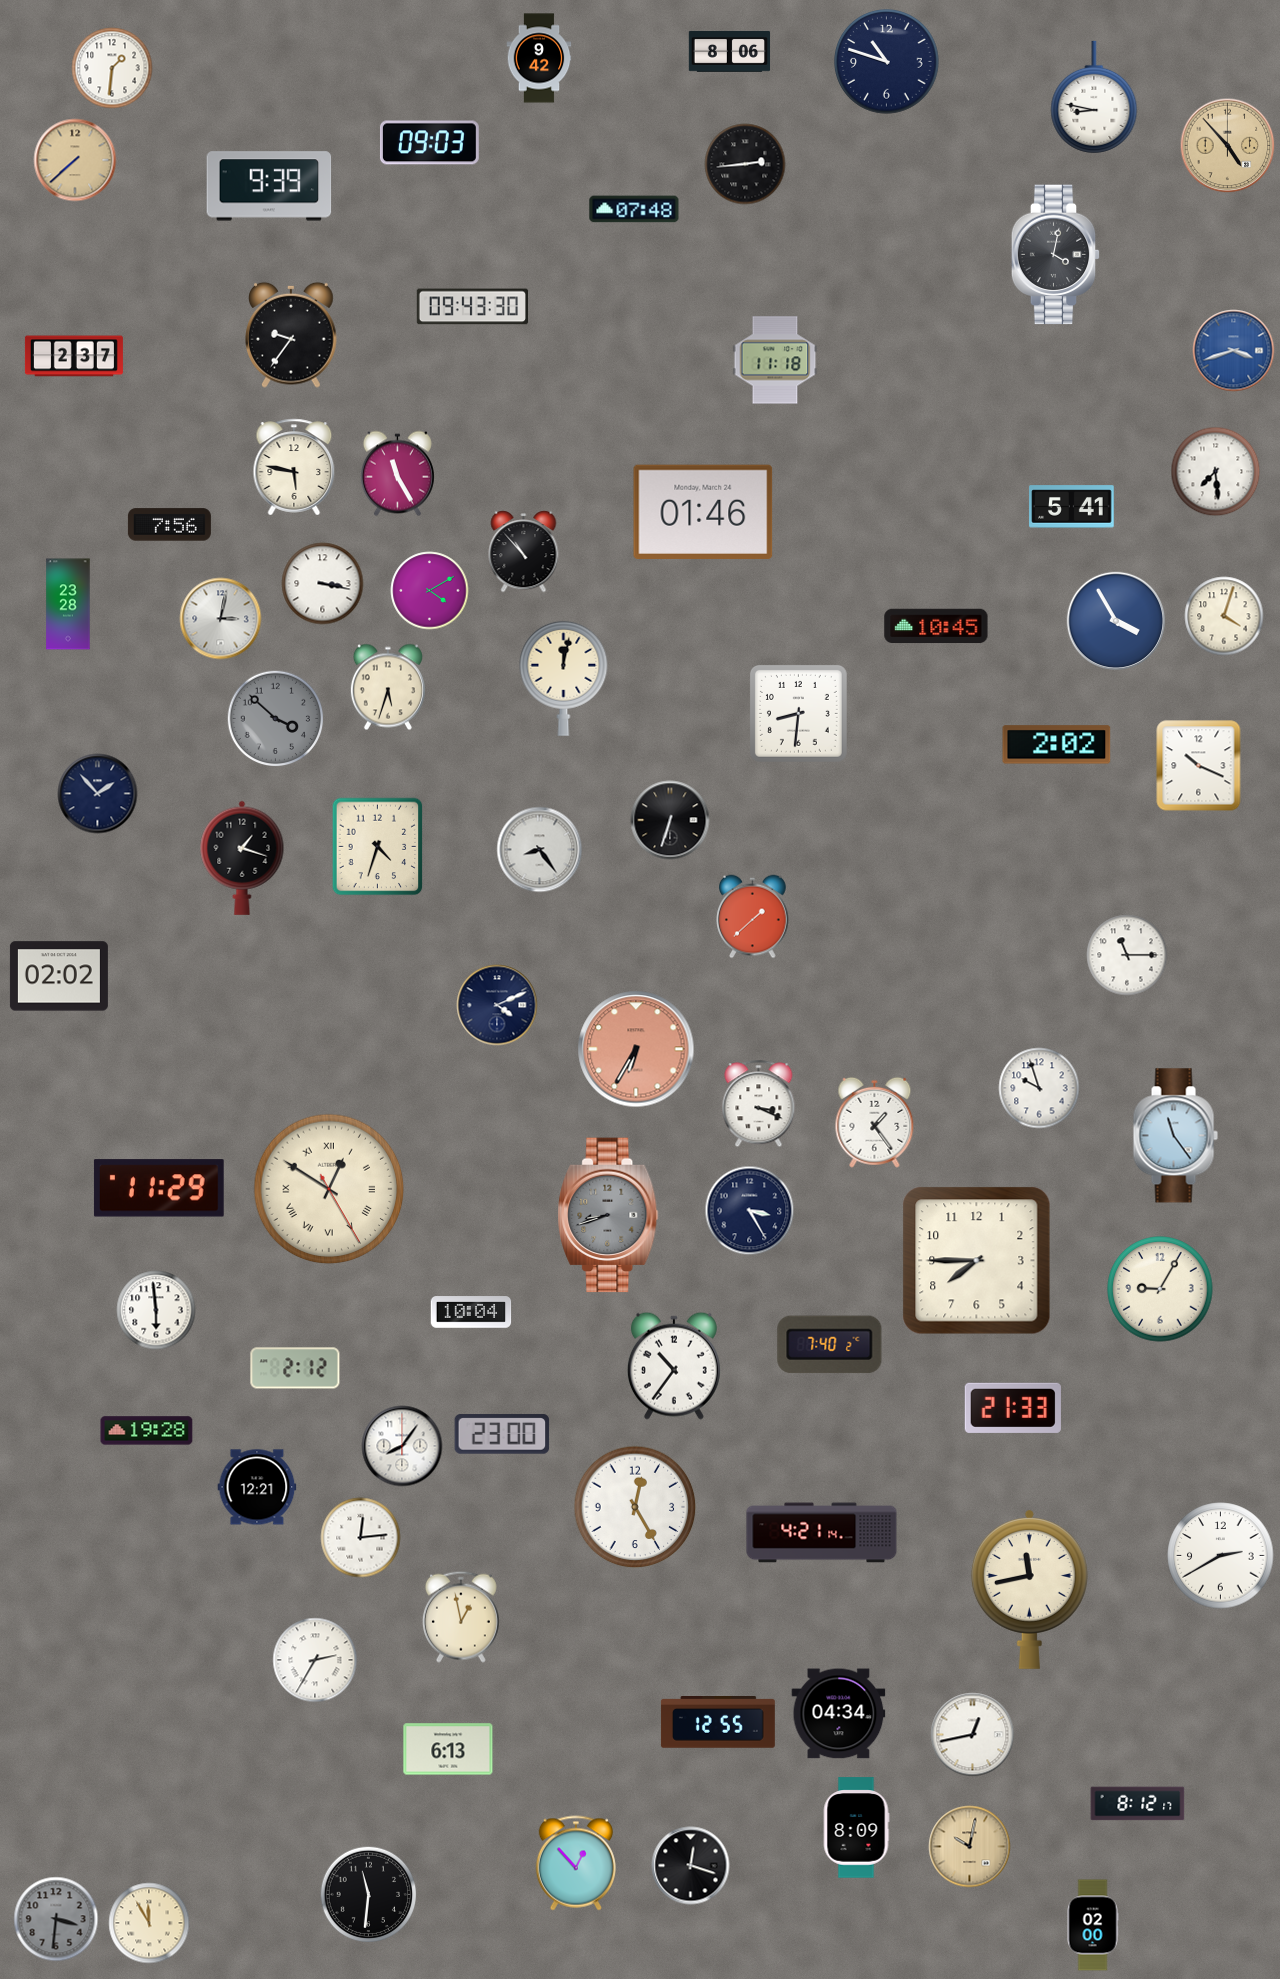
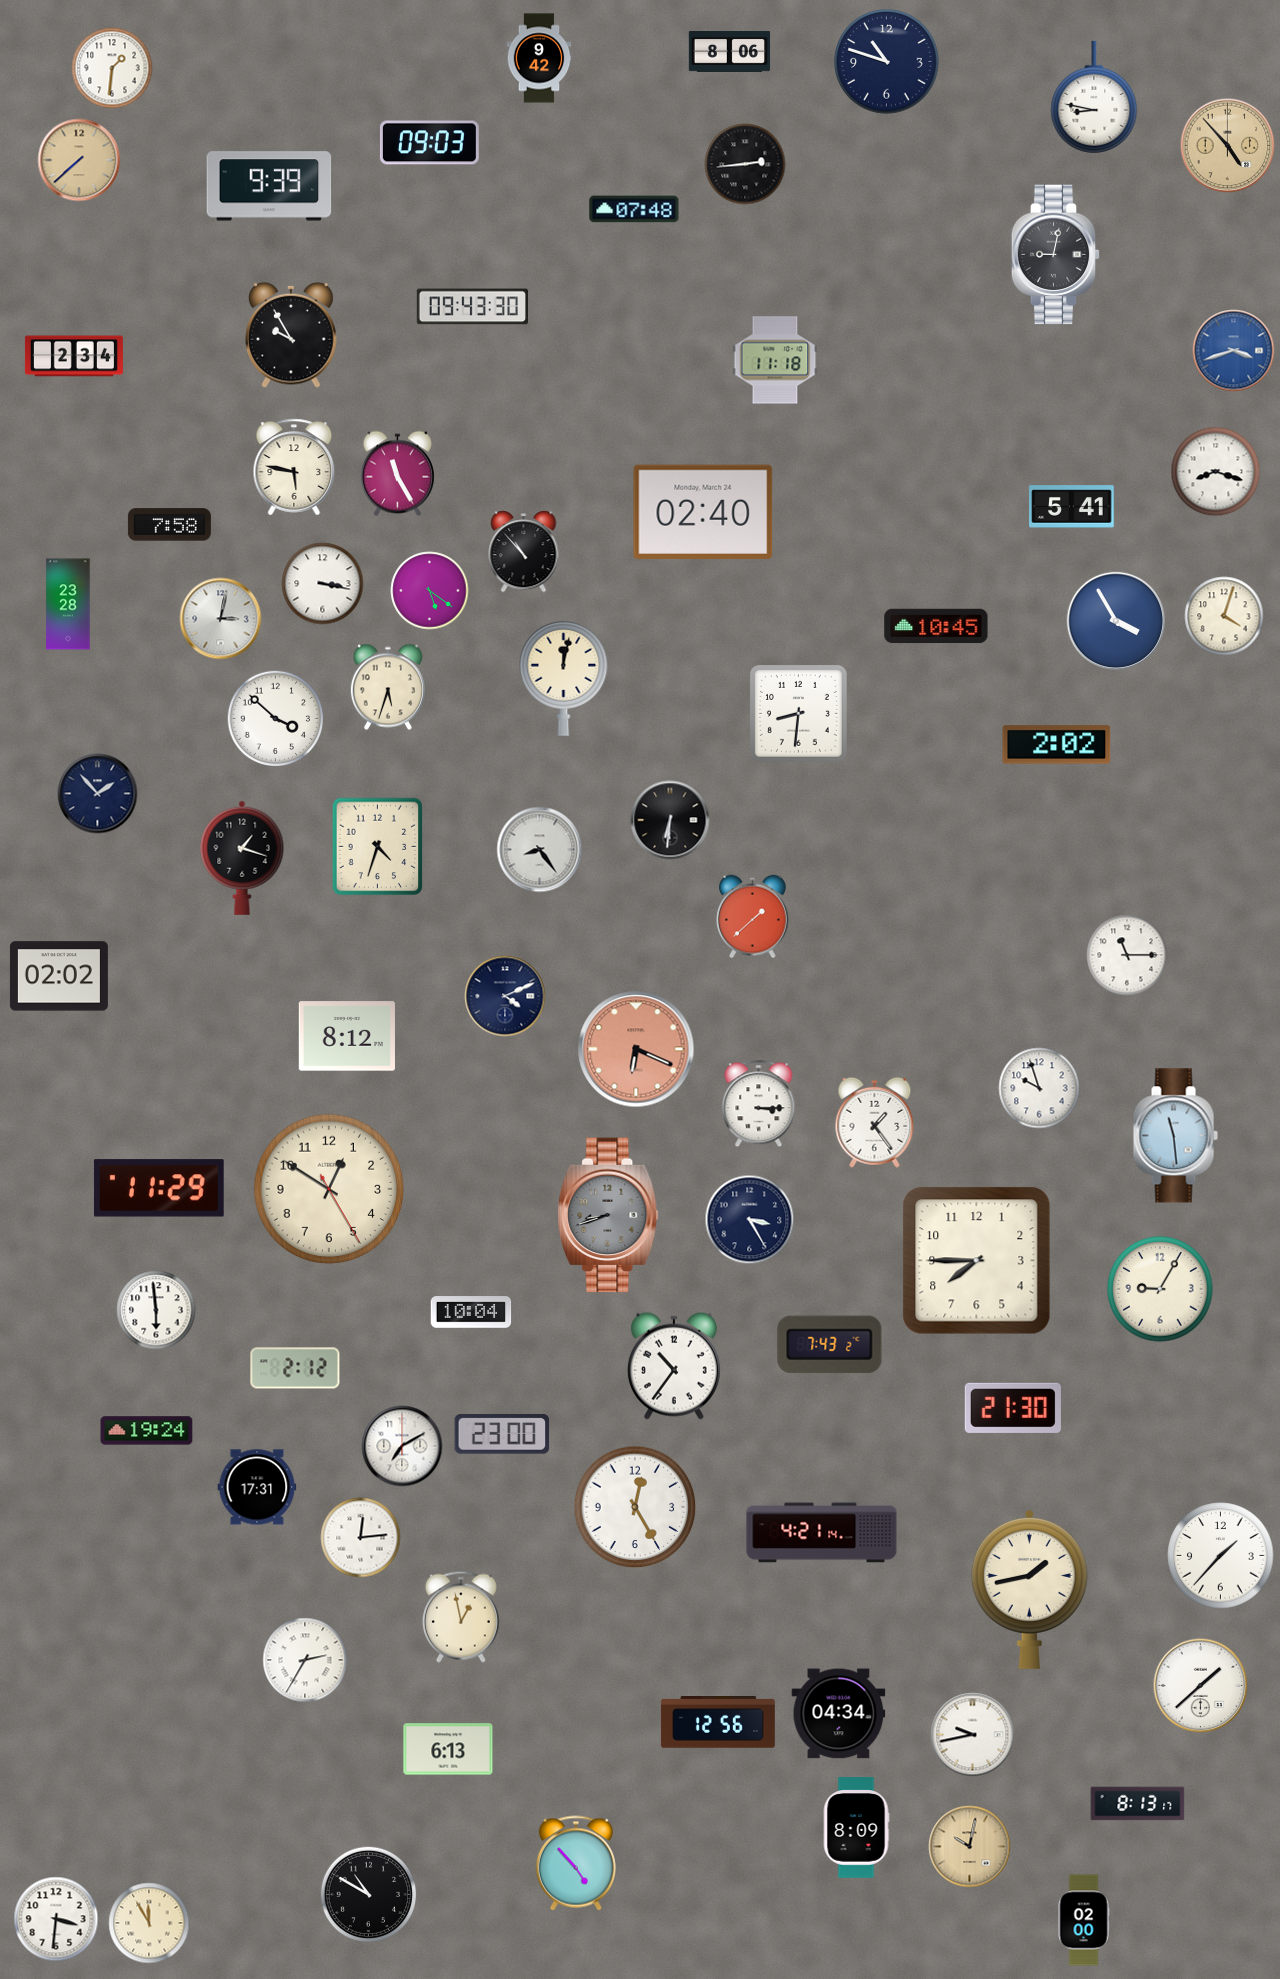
clock at (75, 160) position: (75, 160) -> (79, 160)
clock at (1056, 255): 4:02 -> 9:02
clock at (291, 335): 9:36 -> 9:55
clock at (74, 356): 2:37 -> 2:34
clock at (1216, 472): 7:29 -> 8:18
clock at (703, 511): 01:46 -> 02:40
clock at (169, 525): 7:56 -> 7:58
clock at (430, 591): 4:10 -> 5:21
clock at (276, 719) dial: grey -> white
clock at (1199, 766): 10:19 -> none
clock at (670, 820): 6:33 -> 6:31
clock at (497, 1005) position: (497, 1005) -> (505, 996)
clock at (347, 1036): none -> 8:12
clock at (636, 1049): 6:35 -> 6:19
clock at (759, 1104): 3:19 -> 3:15
clock at (1175, 1136): 11:24 -> 11:29
clock at (329, 1189) numerals: Roman -> Arabic
clock at (750, 1211) position: (750, 1211) -> (750, 1220)
clock at (830, 1345): 7:40 -> 7:43
clock at (1013, 1408): 21:33 -> 21:30
clock at (147, 1431): 19:28 -> 19:24
clock at (402, 1446): 8:06 -> 7:10
clock at (257, 1487): 12:21 -> 17:31
clock at (1221, 1556): 2:40 -> 1:37
clock at (1029, 1589): 11:43 -> 1:43
clock at (315, 1660) position: (315, 1660) -> (305, 1660)
clock at (1201, 1686): none -> 1:38
clock at (718, 1723): 12:55 -> 12:56
clock at (973, 1735): 12:43 -> 9:43
clock at (1138, 1804): 8:12 -> 8:13
clock at (576, 1863): 12:53 -> 4:53
clock at (691, 1866): 12:18 -> none
clock at (369, 1895): 11:31 -> 10:50
clock at (56, 1919) dial: grey -> white
clock at (1093, 1925) position: (1093, 1925) -> (1084, 1920)
